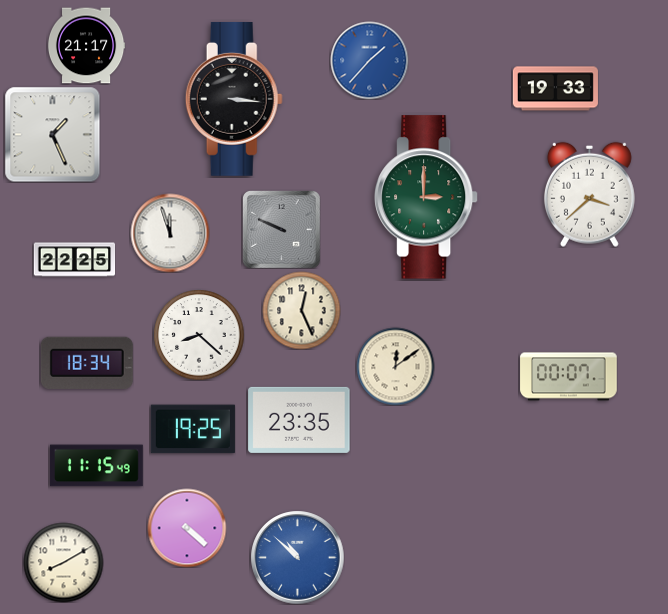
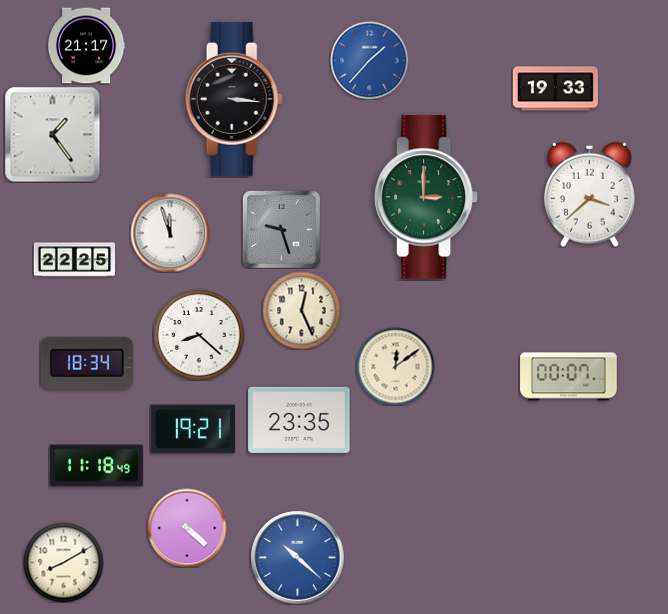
clock at (52, 134): 1:26 -> 1:24
clock at (281, 229): 9:49 -> 9:27
clock at (193, 429): 19:25 -> 19:21
clock at (96, 466): 11:15 -> 11:18
clock at (297, 557): 10:52 -> 10:22
